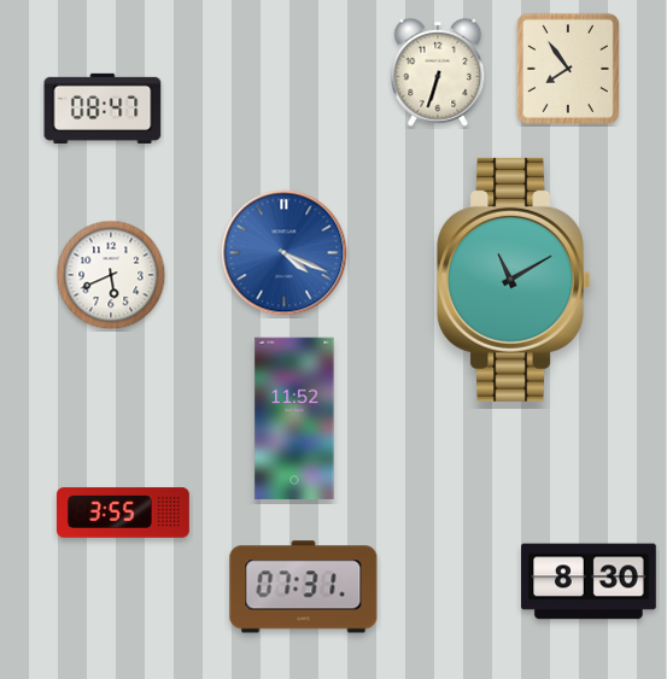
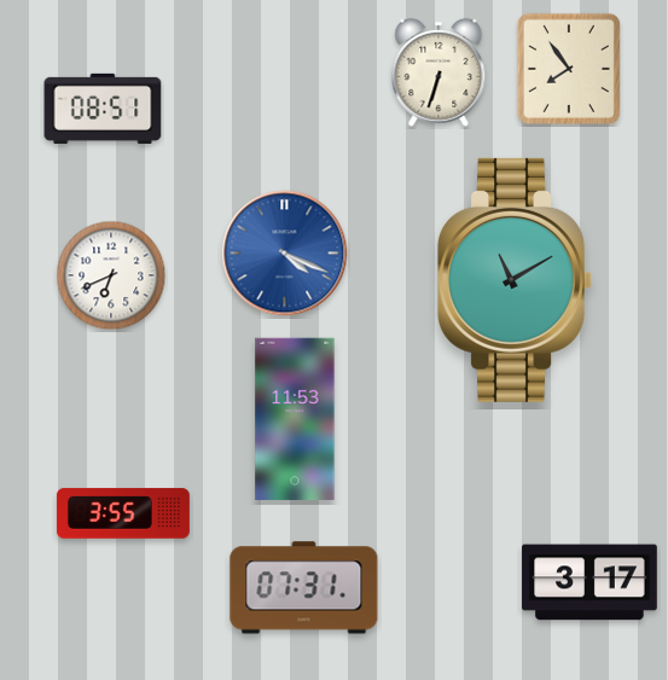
clock at (103, 109): 08:47 -> 08:51
clock at (111, 275): 5:41 -> 6:41
clock at (294, 418): 11:52 -> 11:53
clock at (589, 581): 8:30 -> 3:17
